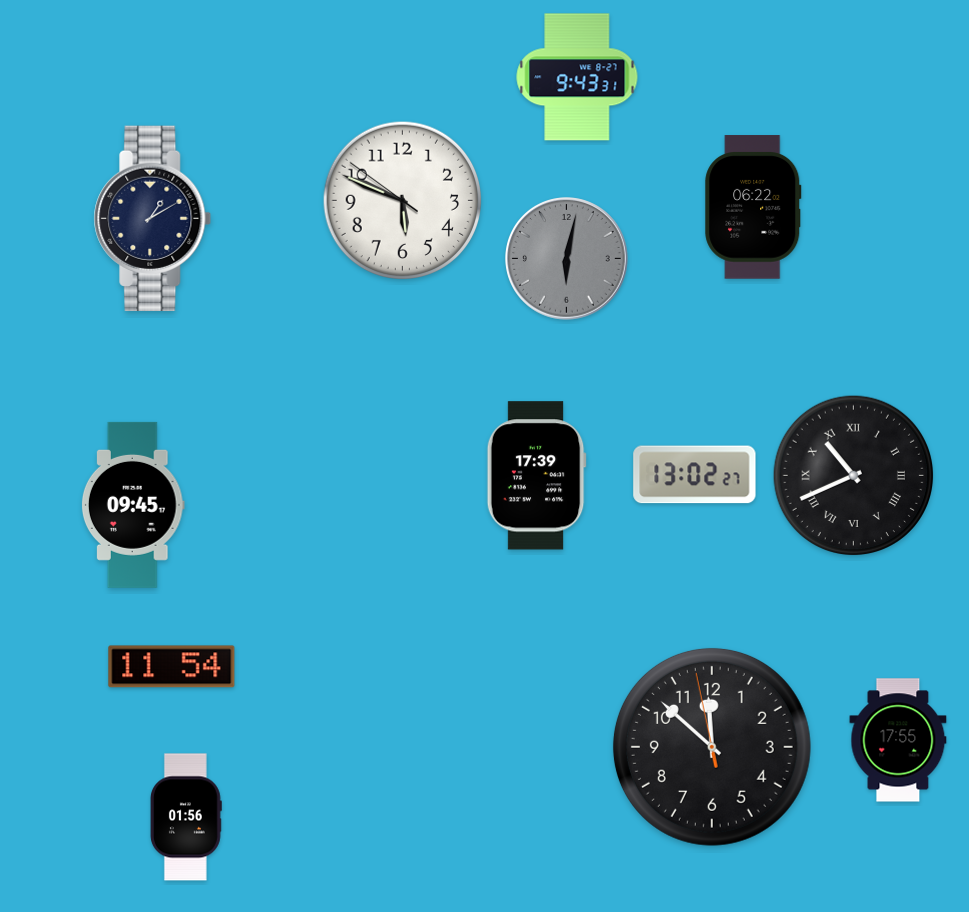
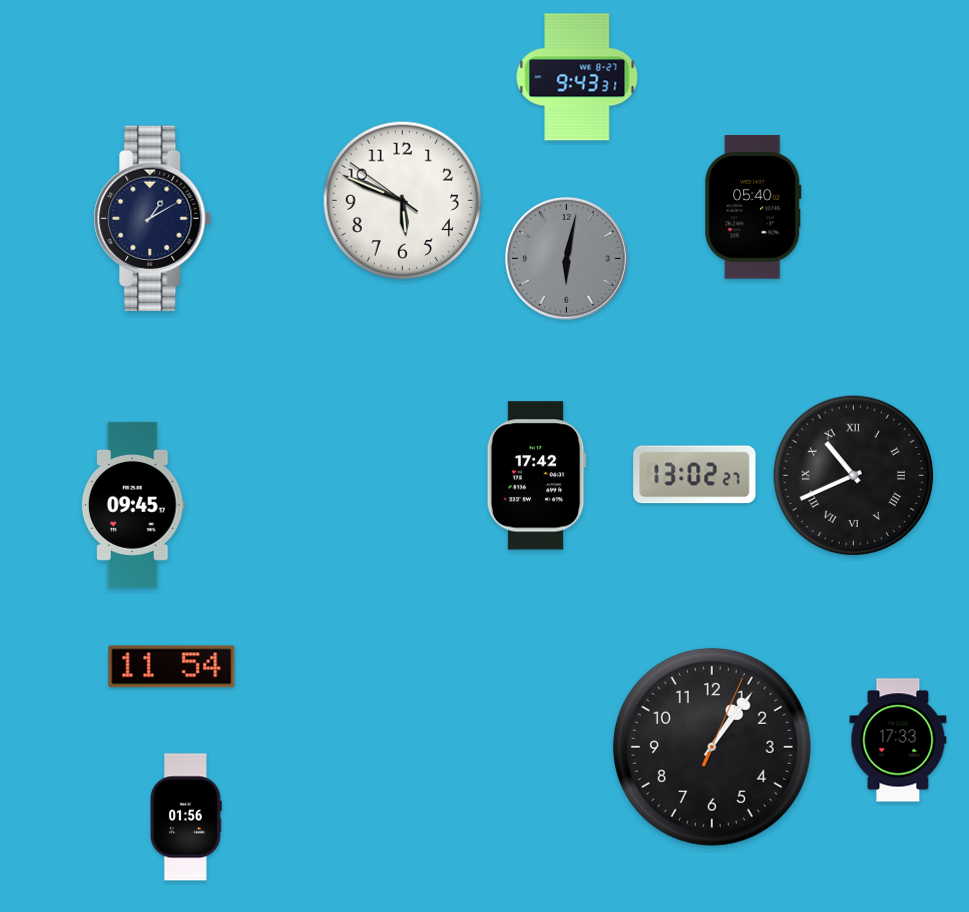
clock at (753, 207): 06:22 -> 05:40
clock at (536, 476): 17:39 -> 17:42
clock at (898, 740): 17:55 -> 17:33
clock at (712, 747): 11:51 -> 1:06
